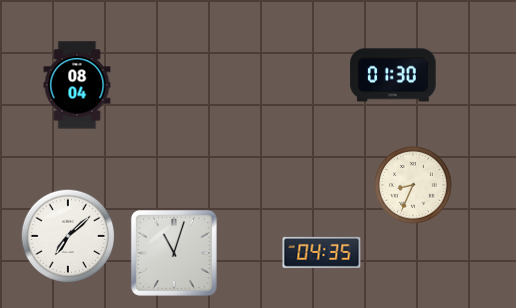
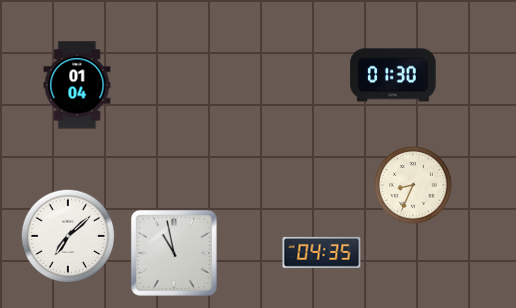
clock at (77, 85): 08:04 -> 01:04
clock at (174, 253): 11:03 -> 10:58
